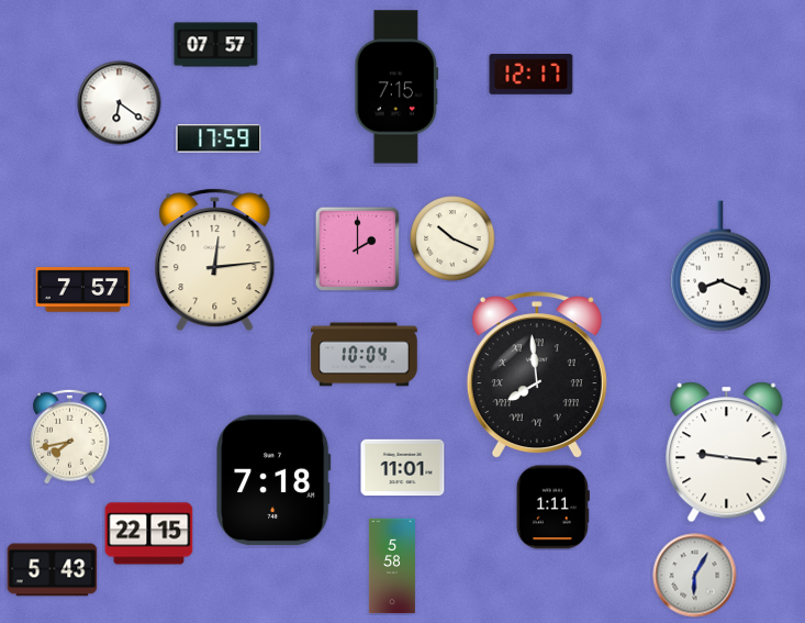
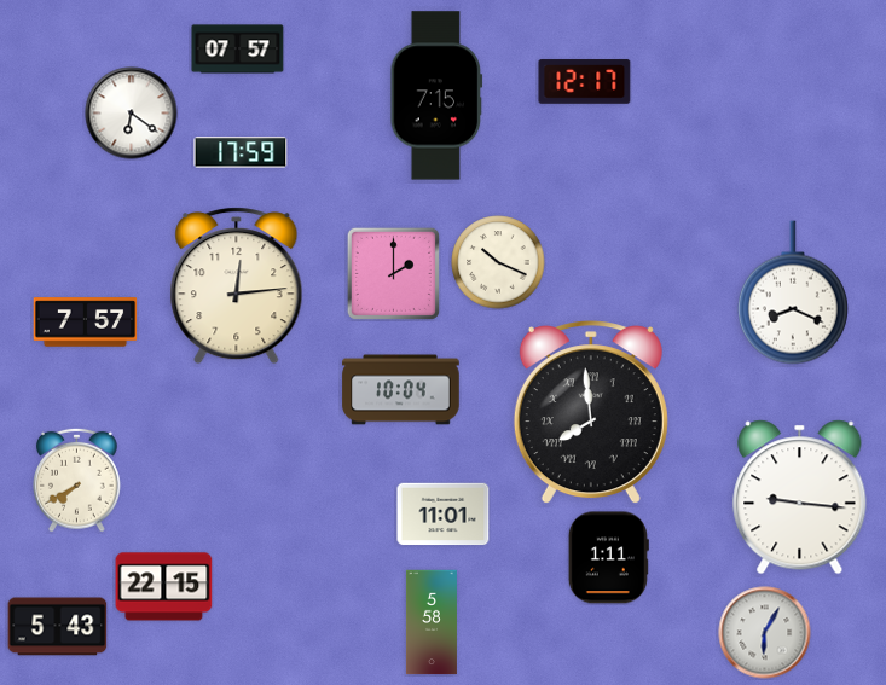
clock at (83, 290) position: (83, 290) -> (86, 323)
clock at (70, 436): 7:43 -> 7:40
clock at (273, 480): 7:18 -> none
